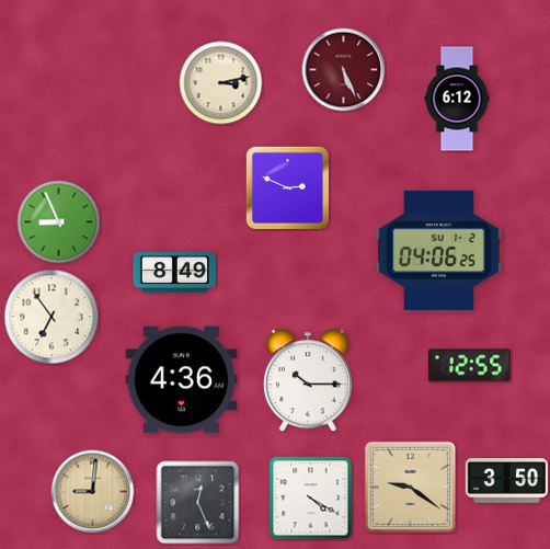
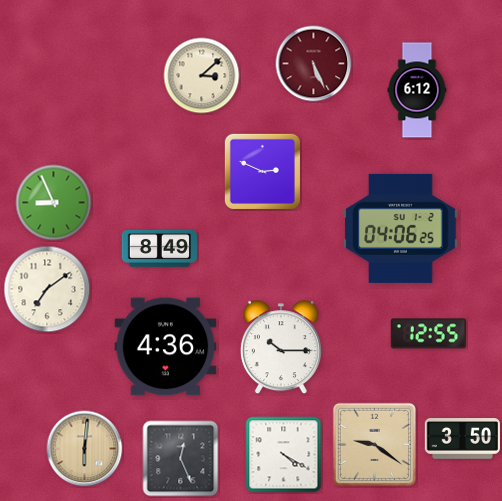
clock at (221, 83): 3:13 -> 3:08
clock at (51, 317): 6:54 -> 7:09
clock at (93, 492): 9:01 -> 6:01
